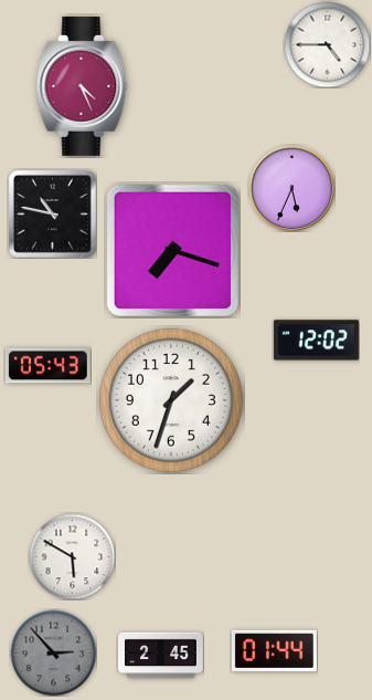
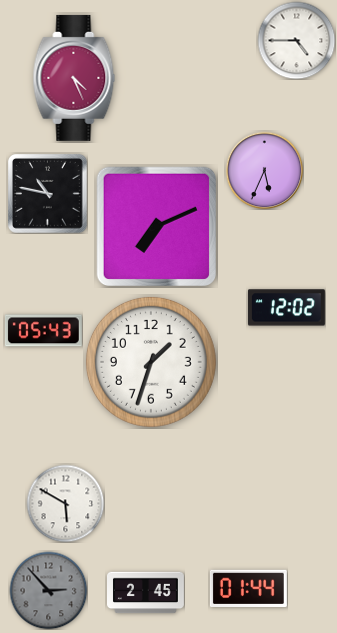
clock at (172, 250): 7:18 -> 7:11
clock at (171, 400) position: (171, 400) -> (151, 362)
